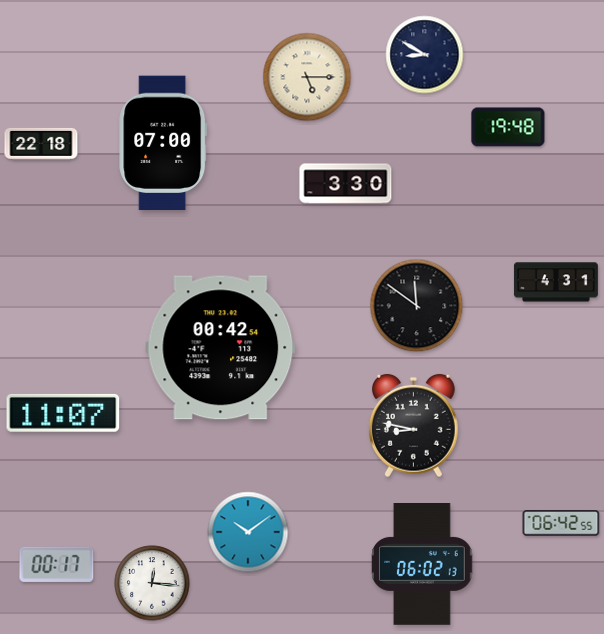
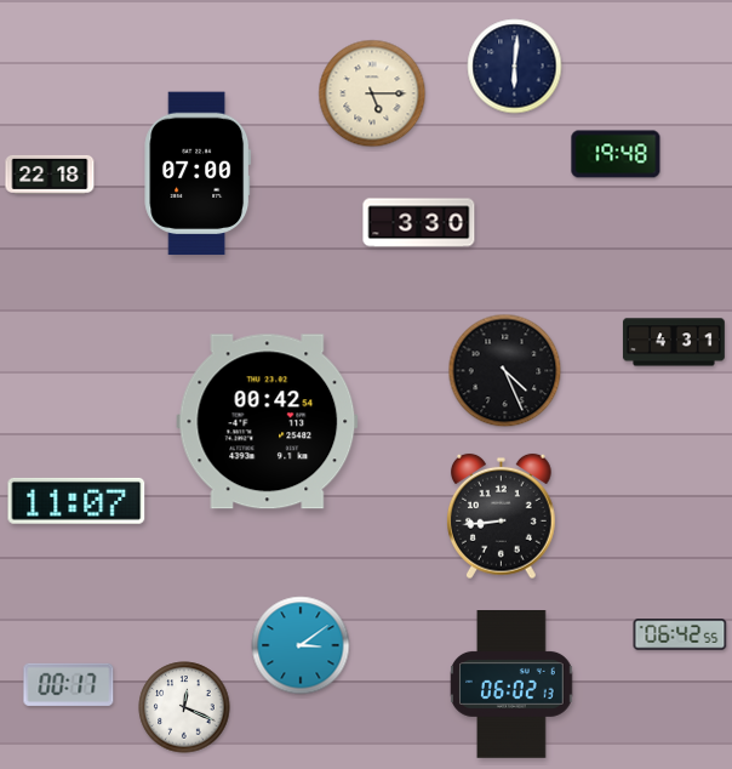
clock at (425, 55): 8:50 -> 6:01
clock at (417, 306): 11:51 -> 4:26
clock at (414, 426): 8:47 -> 8:44
clock at (248, 532): 10:09 -> 3:09
clock at (152, 583): 12:16 -> 12:19
